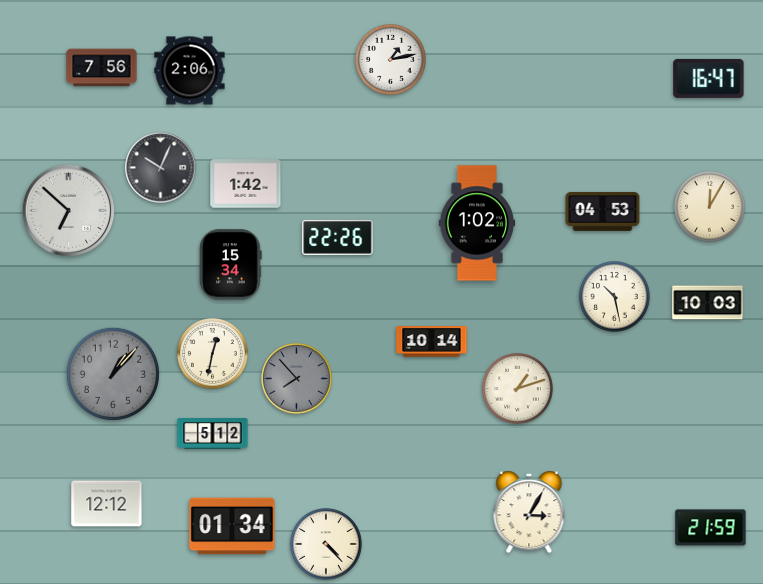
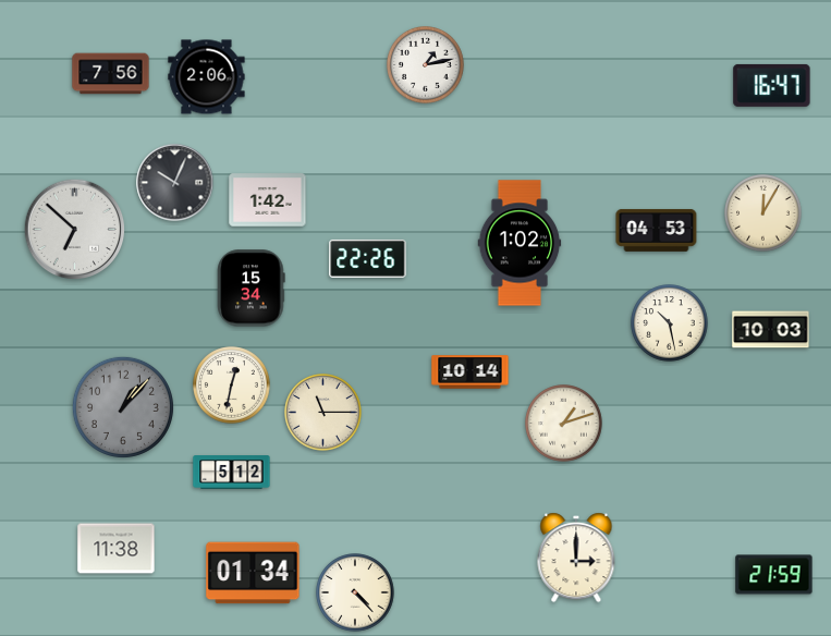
clock at (710, 207) position: (710, 207) -> (763, 213)
clock at (297, 379): 7:53 -> 11:15
clock at (297, 379) dial: grey -> cream
clock at (107, 504): 12:12 -> 11:38
clock at (529, 512): 3:05 -> 3:00
